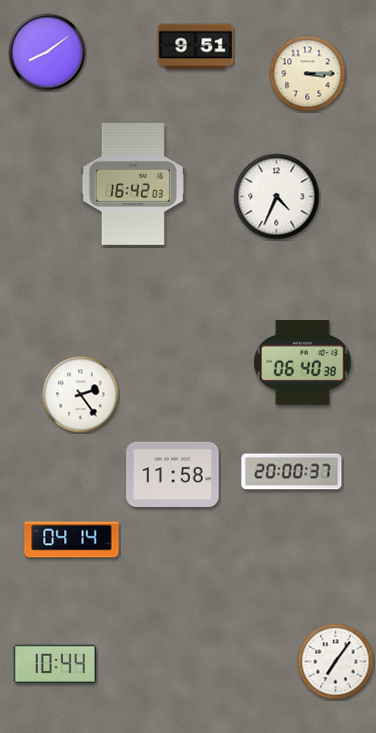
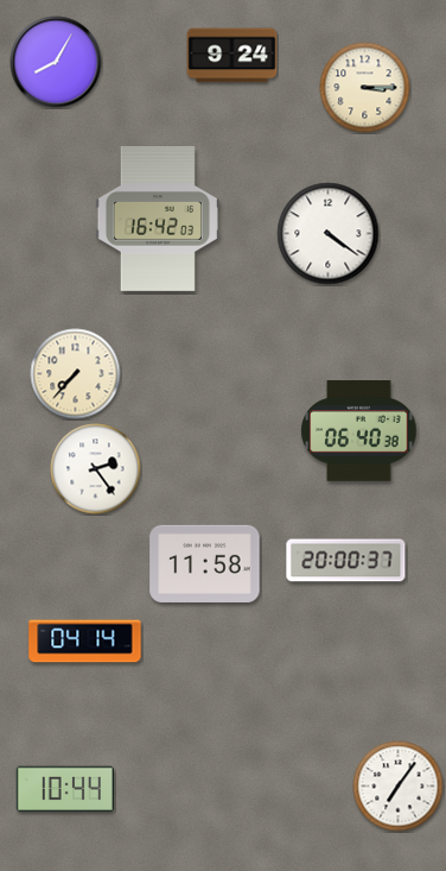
clock at (196, 47): 9:51 -> 9:24
clock at (47, 52): 8:09 -> 8:05
clock at (277, 197): 4:34 -> 4:21
clock at (76, 374): none -> 7:37
